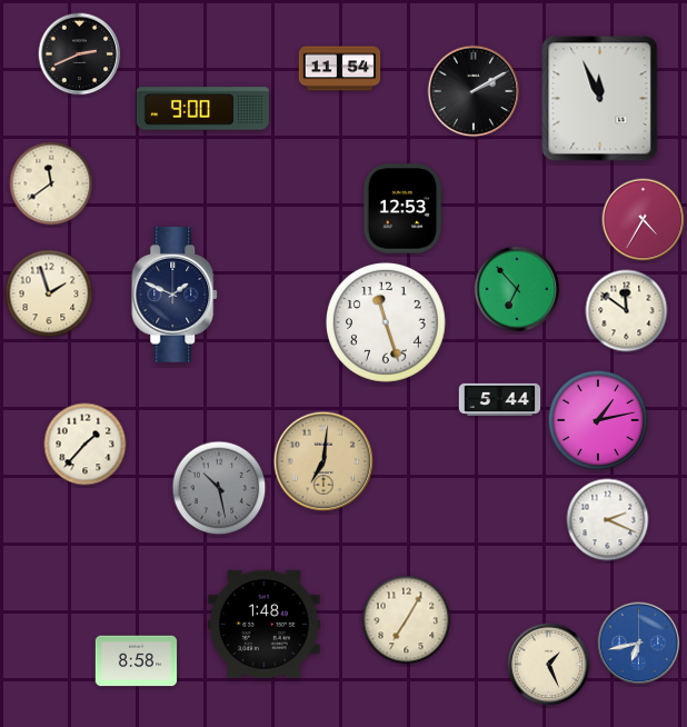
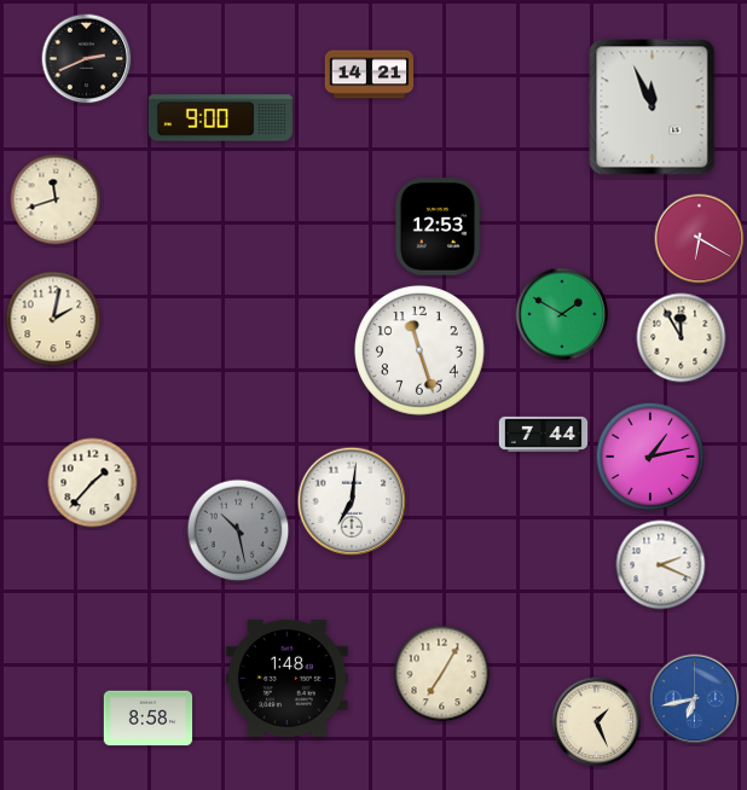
clock at (340, 69): 11:54 -> 14:21
clock at (474, 91): 2:10 -> none
clock at (51, 183): 11:39 -> 11:42
clock at (644, 220): 4:35 -> 6:20
clock at (517, 289): 6:53 -> 1:50
clock at (49, 293): 1:57 -> 2:02
clock at (176, 296): 1:49 -> none
clock at (627, 311): 11:51 -> 11:55
clock at (500, 399): 5:44 -> 7:44
clock at (323, 461) dial: champagne -> white
